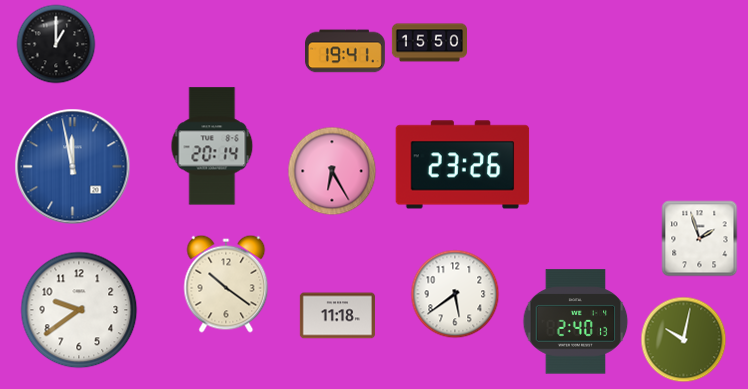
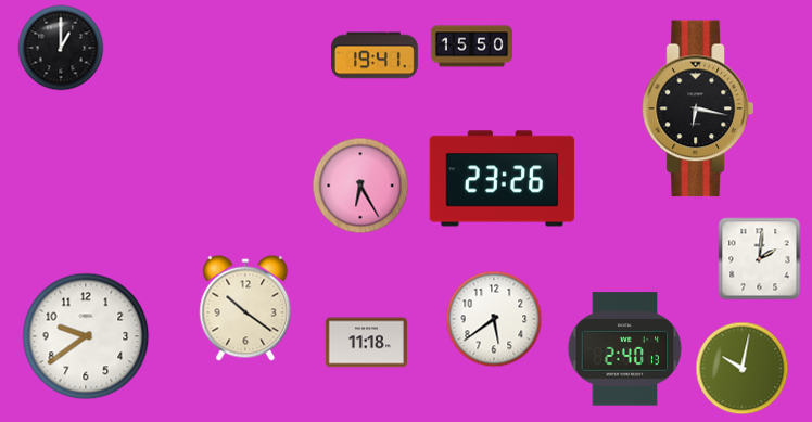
clock at (429, 43) position: (429, 43) -> (471, 47)
clock at (698, 108): none -> 6:17
clock at (212, 146): 20:14 -> none
clock at (73, 167): 11:58 -> none
clock at (700, 239): 1:57 -> 2:01
